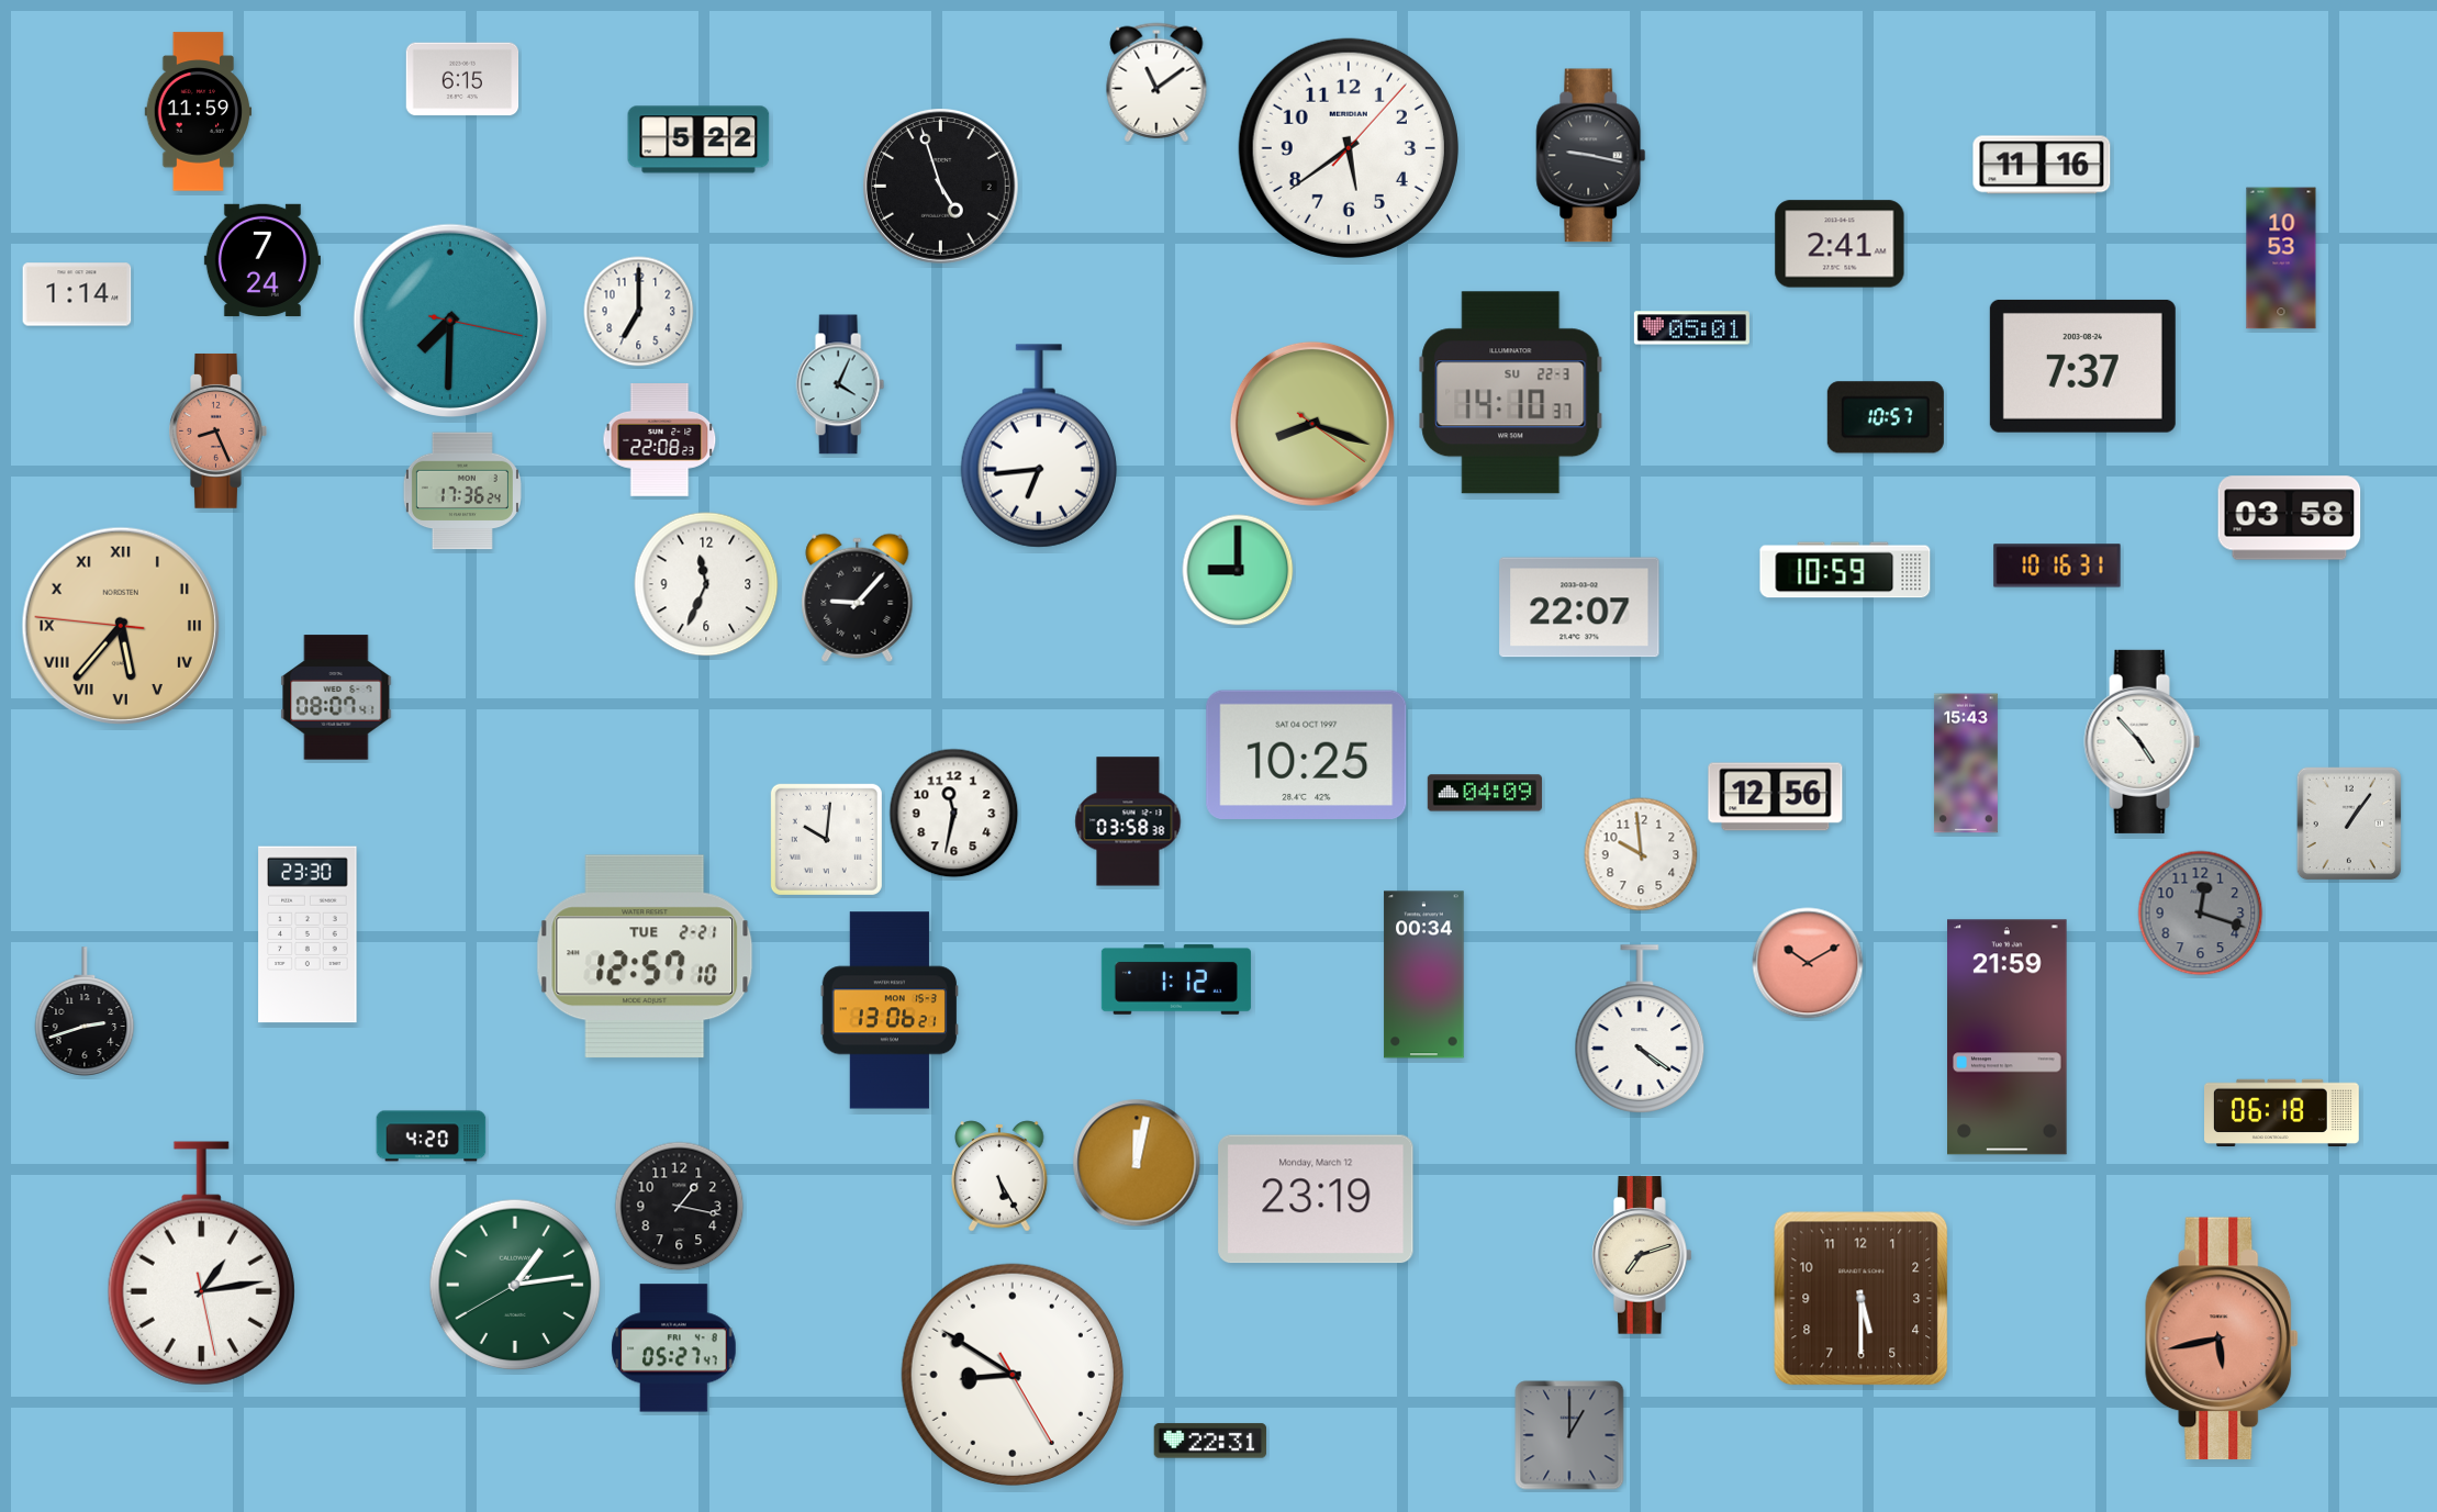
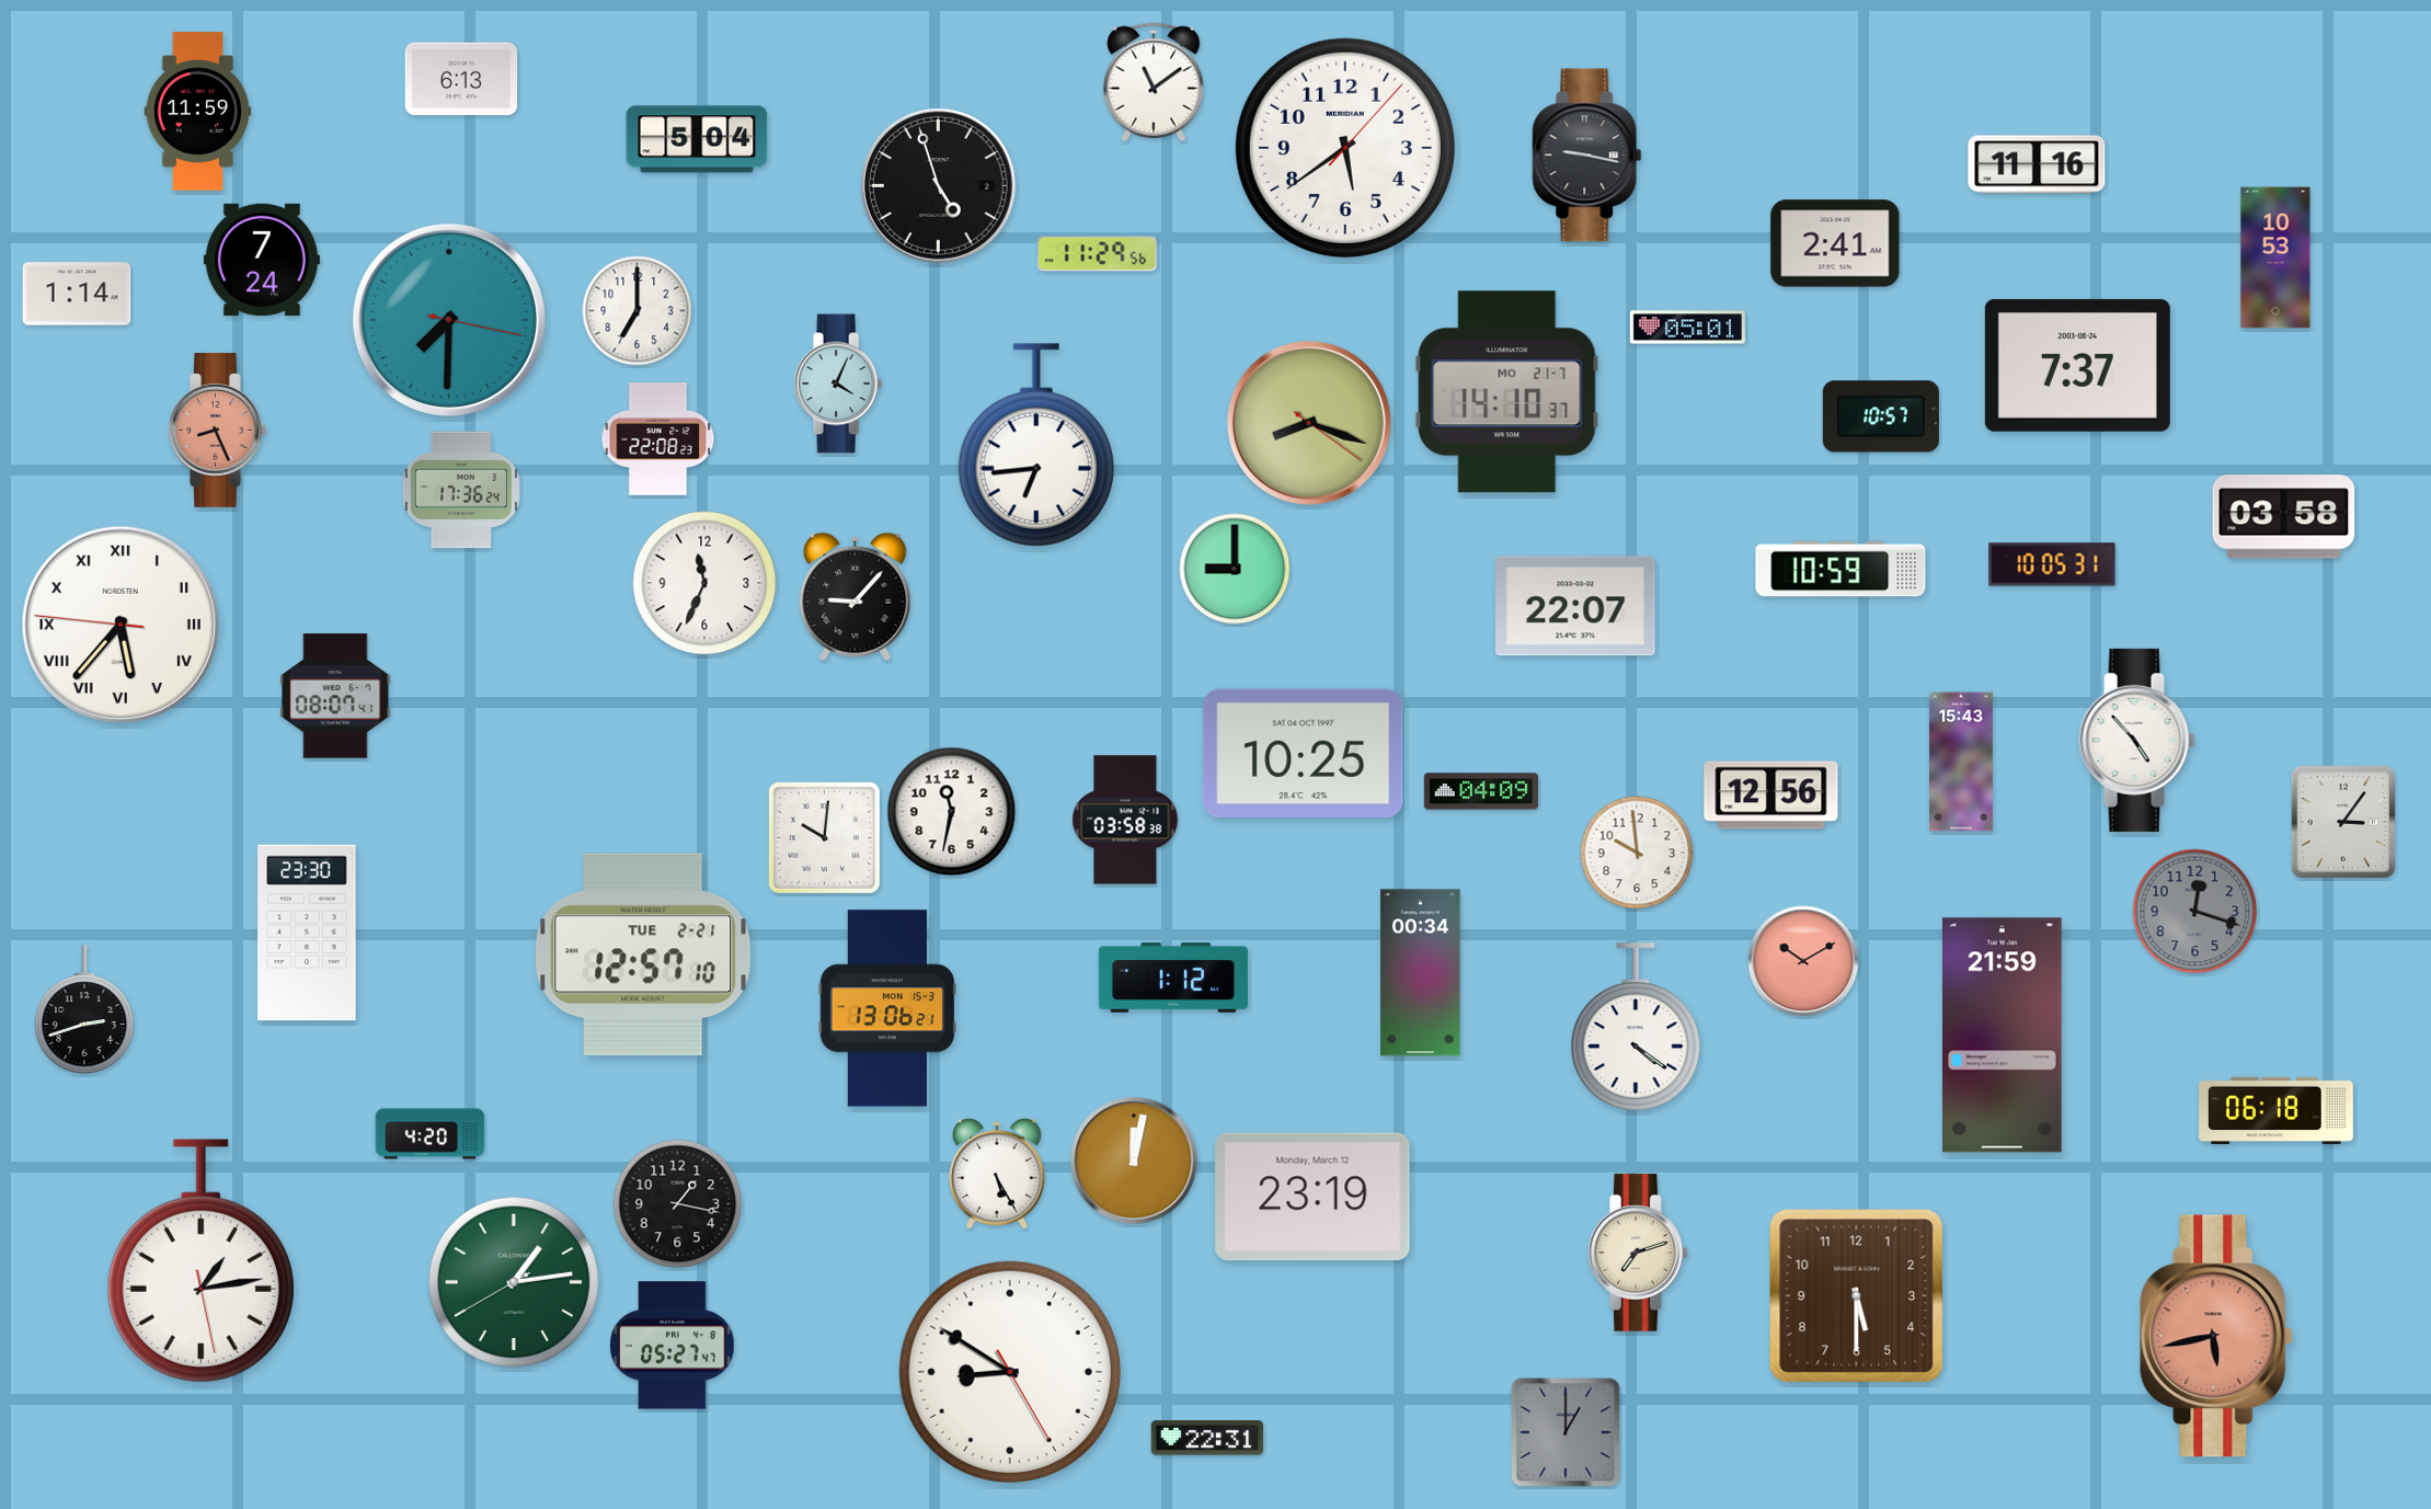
clock at (462, 79): 6:15 -> 6:13
clock at (698, 139): 5:22 -> 5:04
clock at (1097, 254): none -> 11:29
clock at (1511, 393) date: SU 22-3 -> MO 21-7
clock at (2057, 565): 10:16 -> 10:05
clock at (121, 626) dial: champagne -> white
clock at (2349, 824): 1:06 -> 3:06
